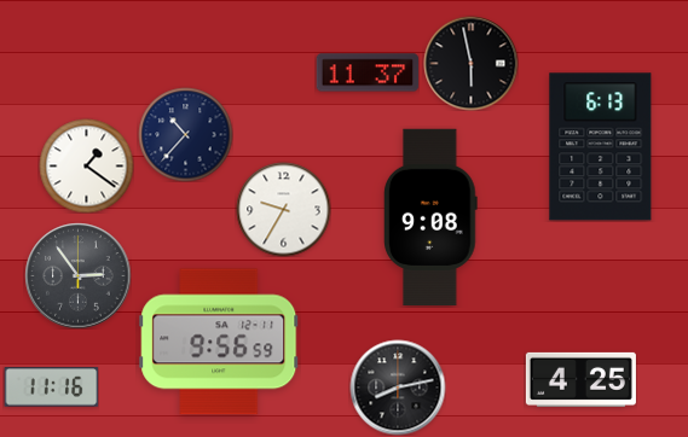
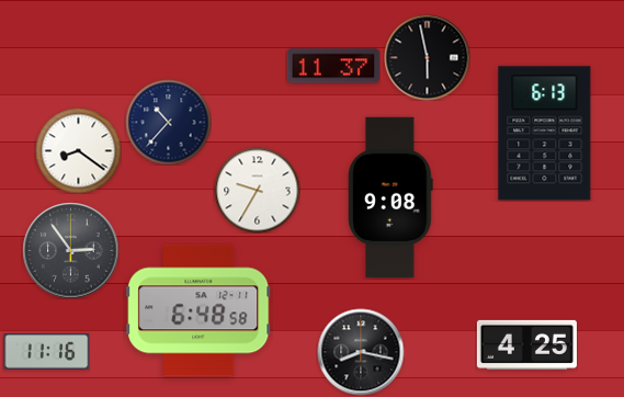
clock at (86, 165): 1:21 -> 8:21
clock at (219, 342): 9:56 -> 6:48
clock at (398, 388): 8:13 -> 8:17
